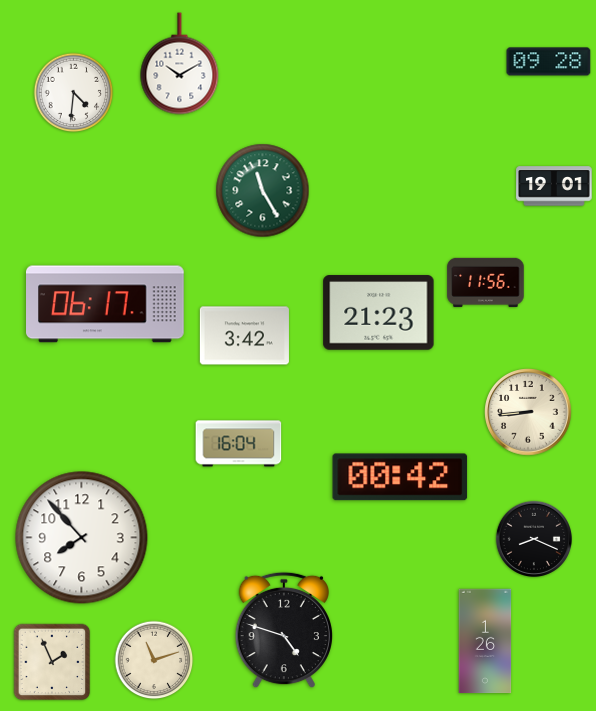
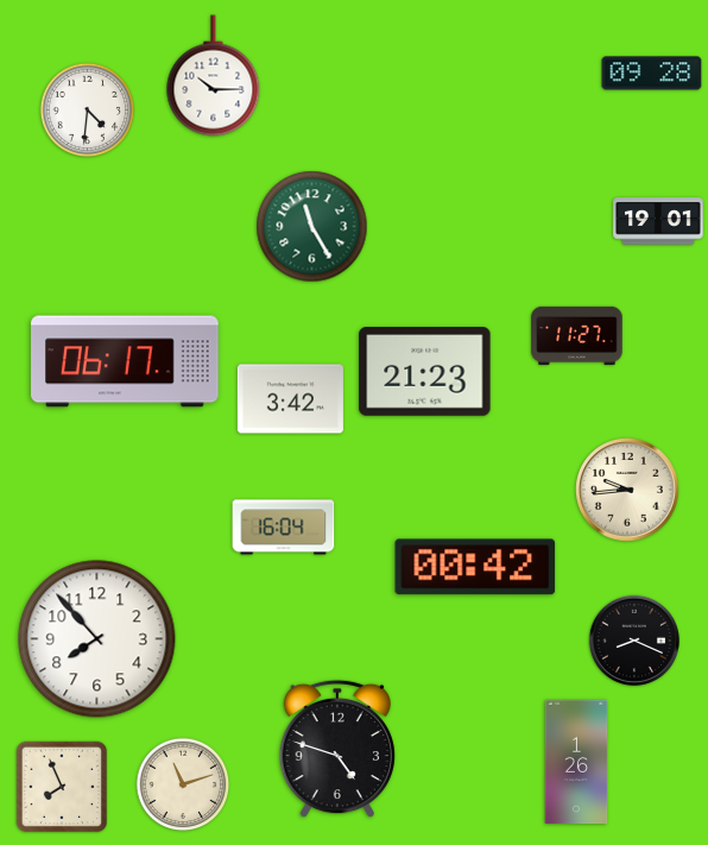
clock at (180, 64): 10:10 -> 10:15
clock at (486, 282): 11:56 -> 11:27
clock at (379, 313) position: (379, 313) -> (425, 372)
clock at (528, 412): 8:44 -> 9:44
clock at (52, 662): 1:56 -> 7:56
